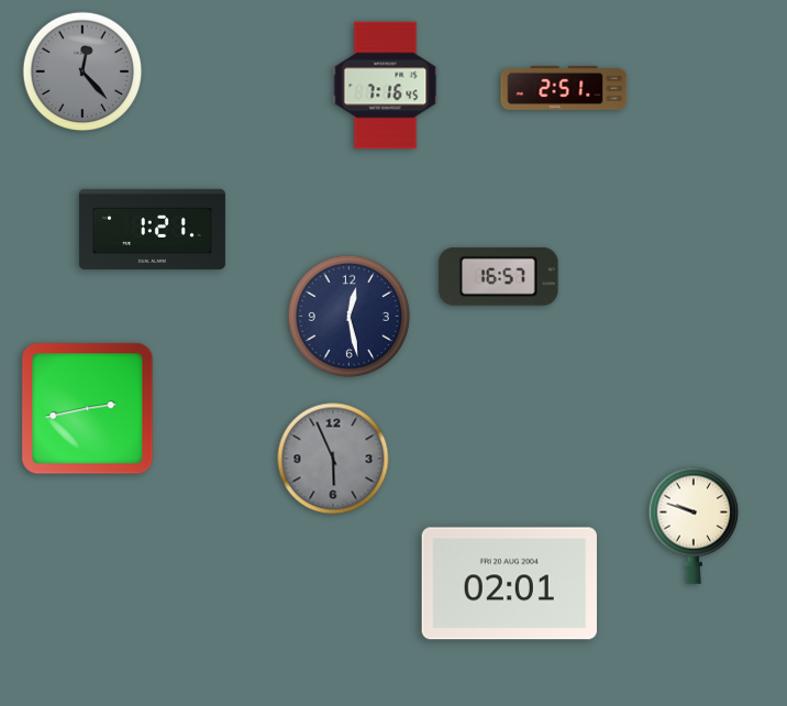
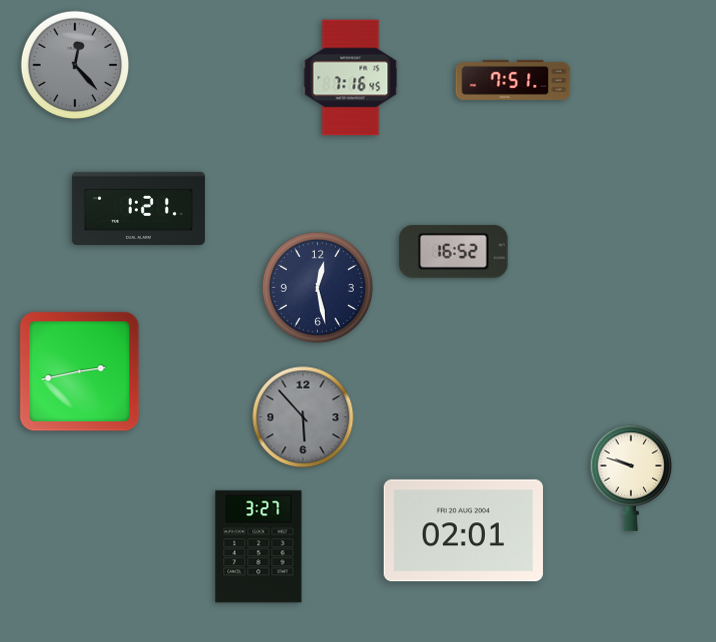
clock at (564, 88): 2:51 -> 7:51
clock at (499, 276): 16:57 -> 16:52
clock at (333, 459): 5:56 -> 5:53
clock at (259, 547): none -> 3:27
